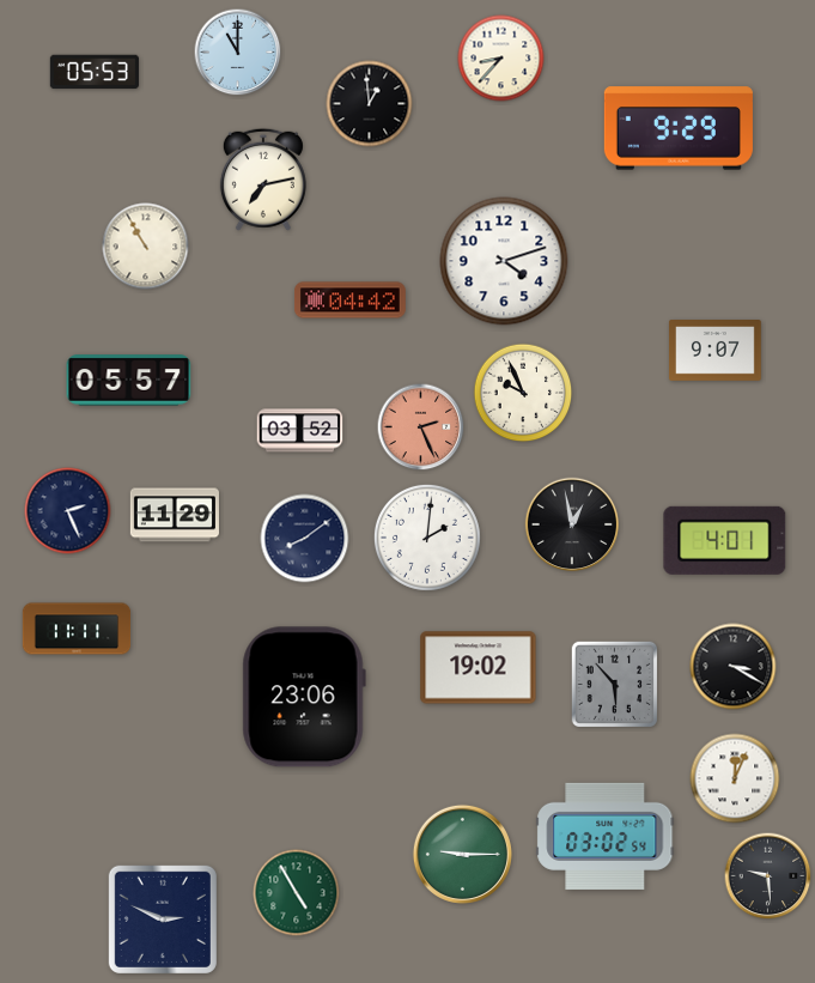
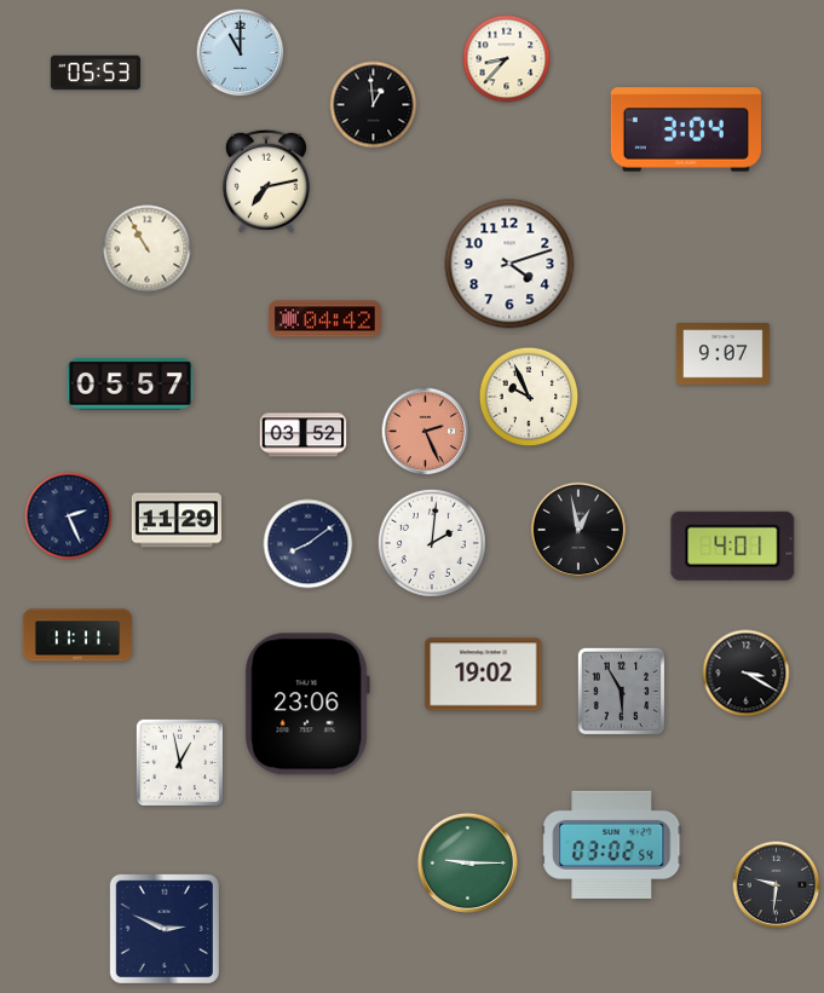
clock at (679, 128): 9:29 -> 3:04
clock at (349, 301) position: (349, 301) -> (324, 319)
clock at (734, 667) position: (734, 667) -> (747, 674)
clock at (614, 684): 5:53 -> 5:55
clock at (179, 762): none -> 12:58
clock at (735, 778): 12:04 -> none
clock at (768, 876): 9:29 -> 9:31
clock at (297, 893): 4:55 -> none
